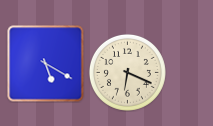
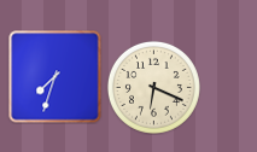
clock at (46, 64): 5:20 -> 7:33
